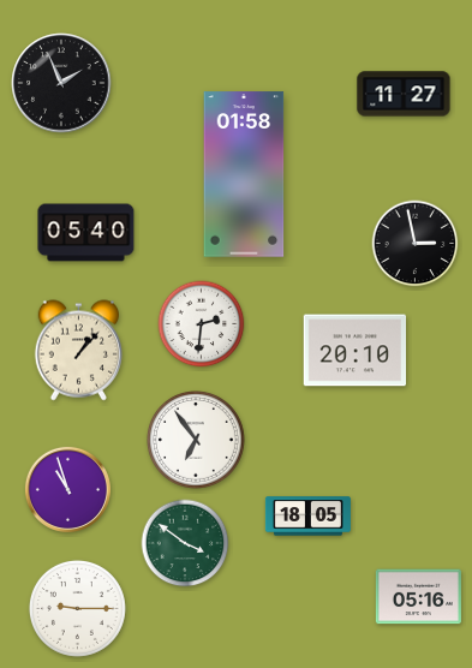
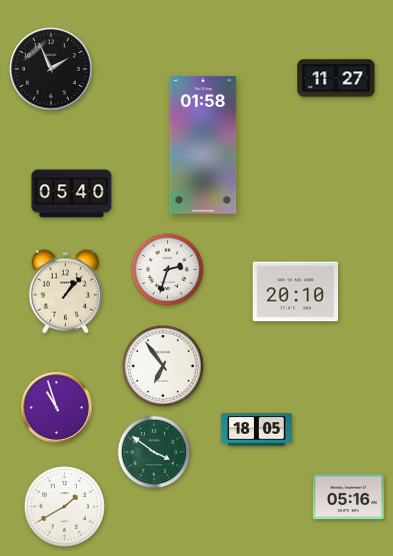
clock at (416, 244): 2:58 -> none
clock at (202, 324): 2:31 -> 2:33
clock at (77, 608): 9:15 -> 1:40
